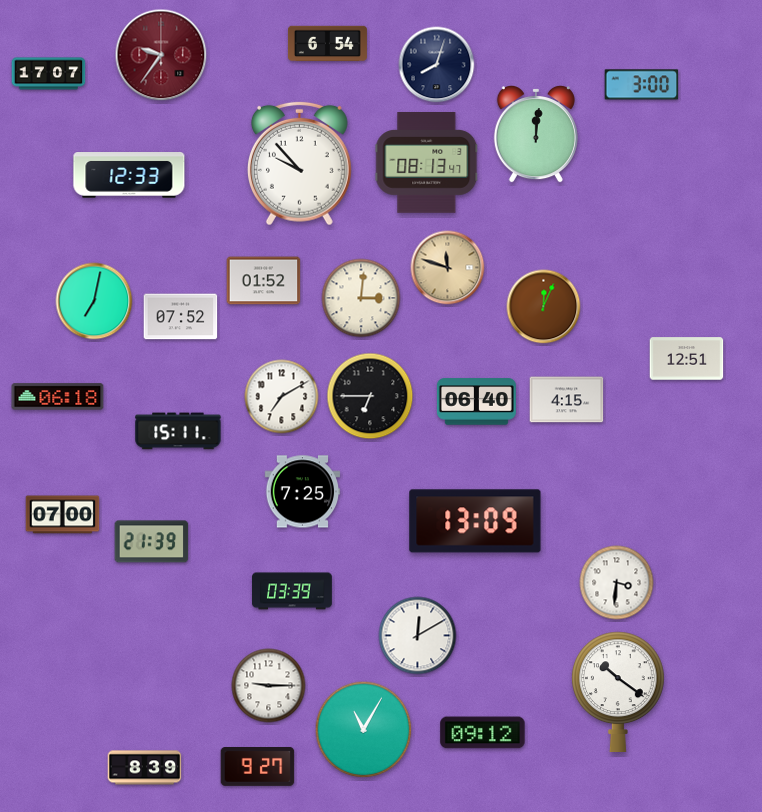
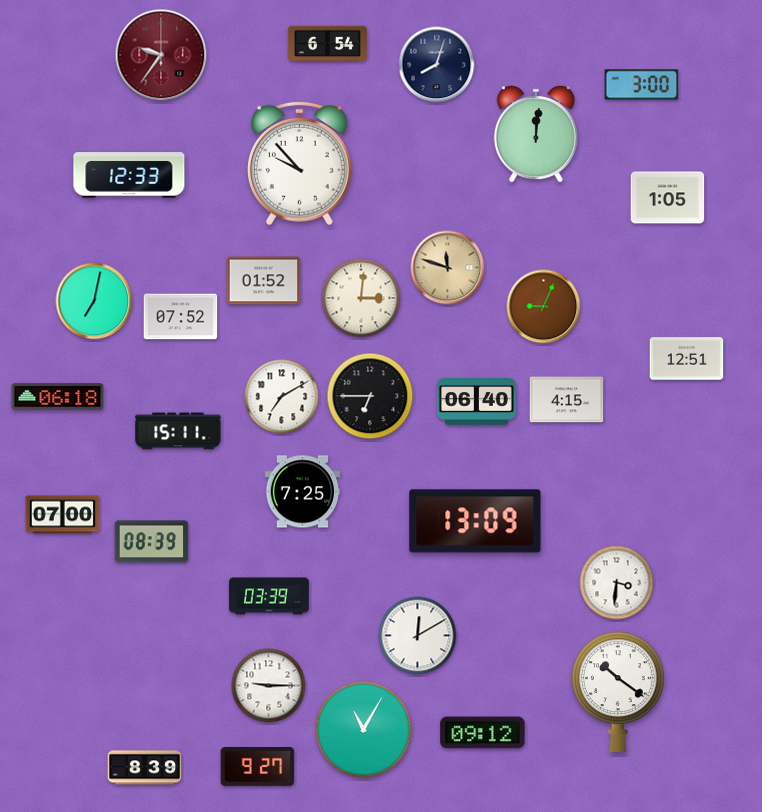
clock at (49, 74): 17:07 -> none
clock at (427, 163): 08:13 -> none
clock at (668, 198): none -> 1:05
clock at (544, 307): 12:04 -> 9:04
clock at (152, 542): 21:39 -> 08:39
clock at (293, 591) position: (293, 591) -> (270, 596)
